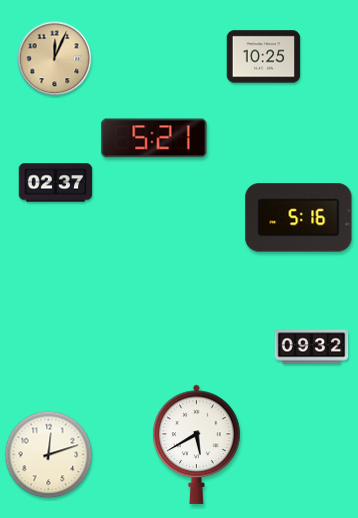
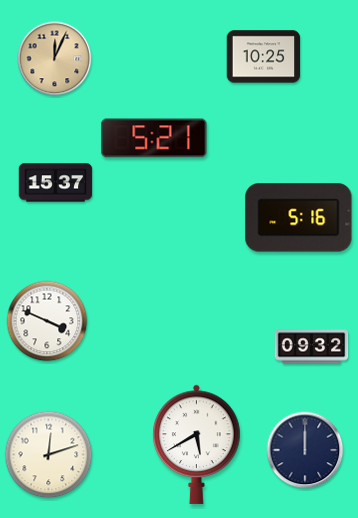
clock at (56, 183): 02:37 -> 15:37
clock at (47, 321): none -> 3:49
clock at (305, 450): none -> 12:00
